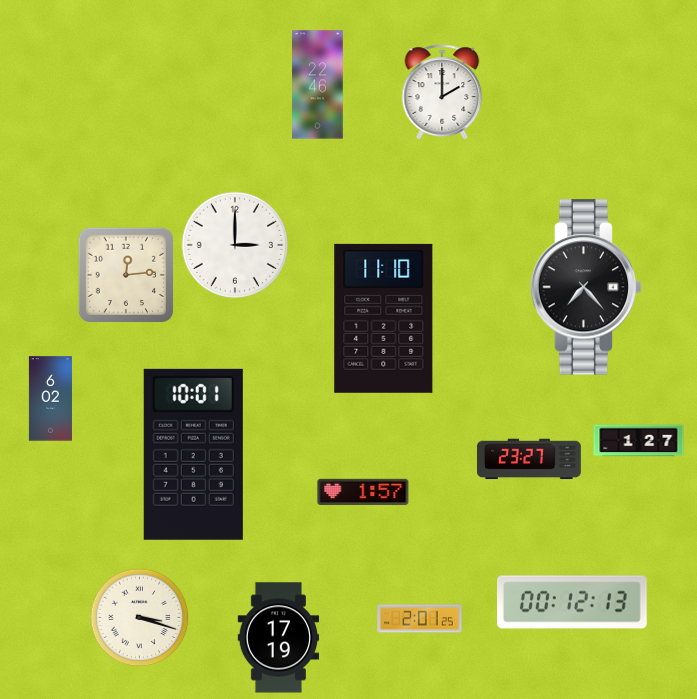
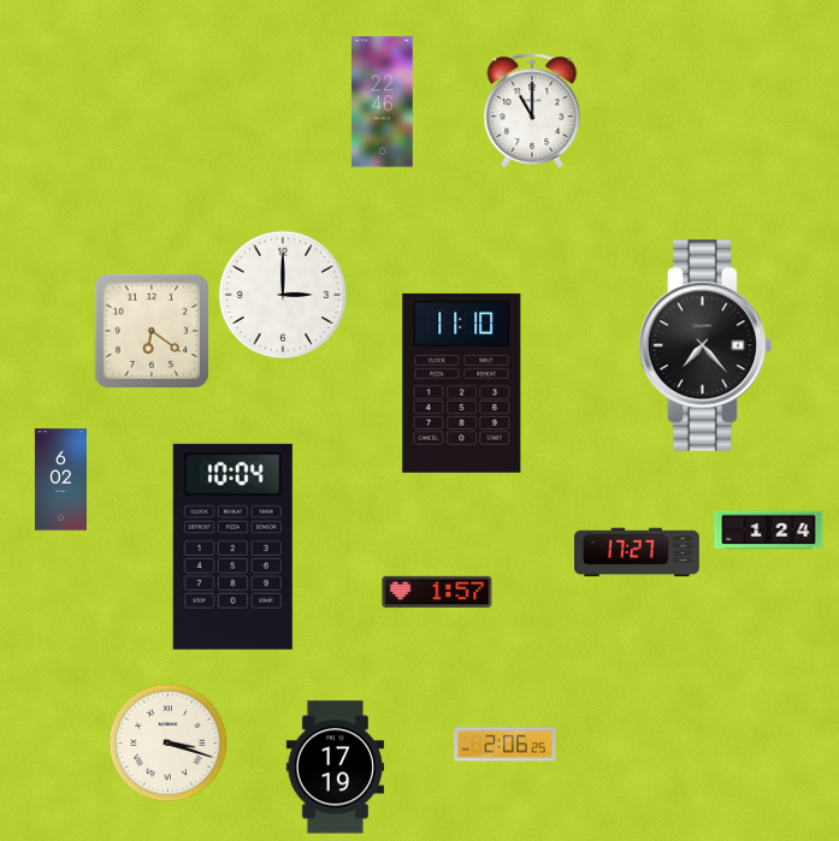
clock at (442, 92): 2:00 -> 11:00
clock at (126, 275): 12:14 -> 6:21
clock at (639, 441): 1:27 -> 1:24
clock at (193, 454): 10:01 -> 10:04
clock at (530, 459): 23:27 -> 17:27
clock at (573, 602): 00:12 -> none
clock at (420, 619): 2:01 -> 2:06
